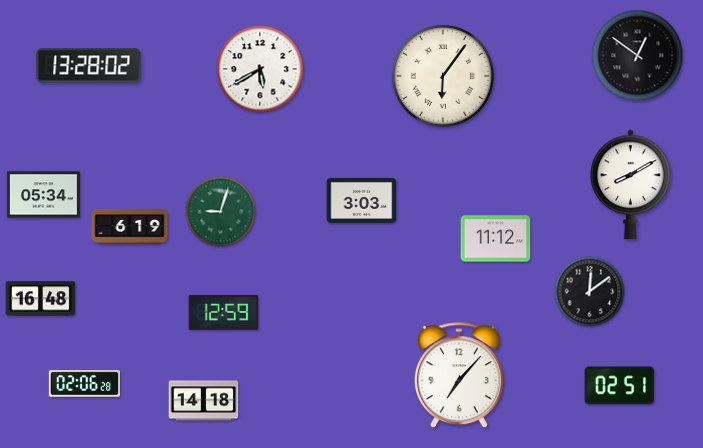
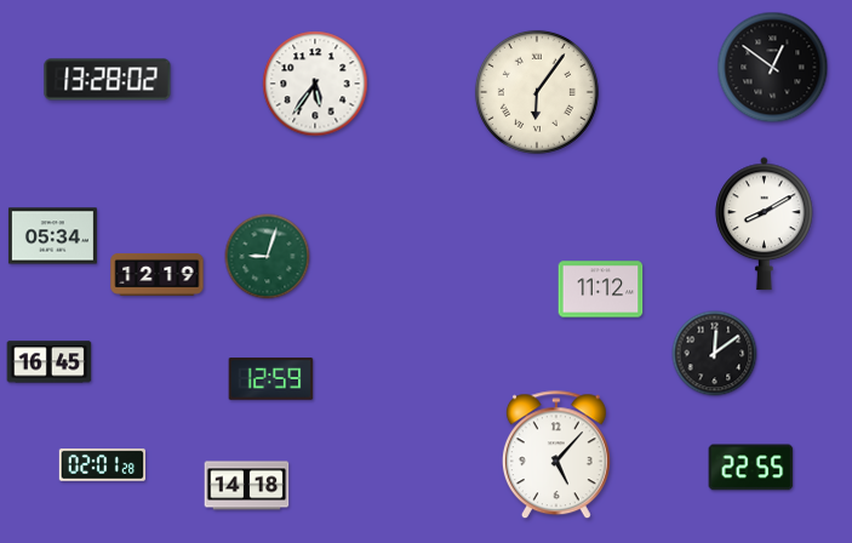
clock at (260, 69): 5:40 -> 5:36
clock at (362, 200): 3:03 -> none
clock at (130, 226): 6:19 -> 12:19
clock at (41, 299): 16:48 -> 16:45
clock at (459, 376): 7:07 -> 5:07
clock at (84, 384): 02:06 -> 02:01
clock at (620, 386): 02:51 -> 22:55
